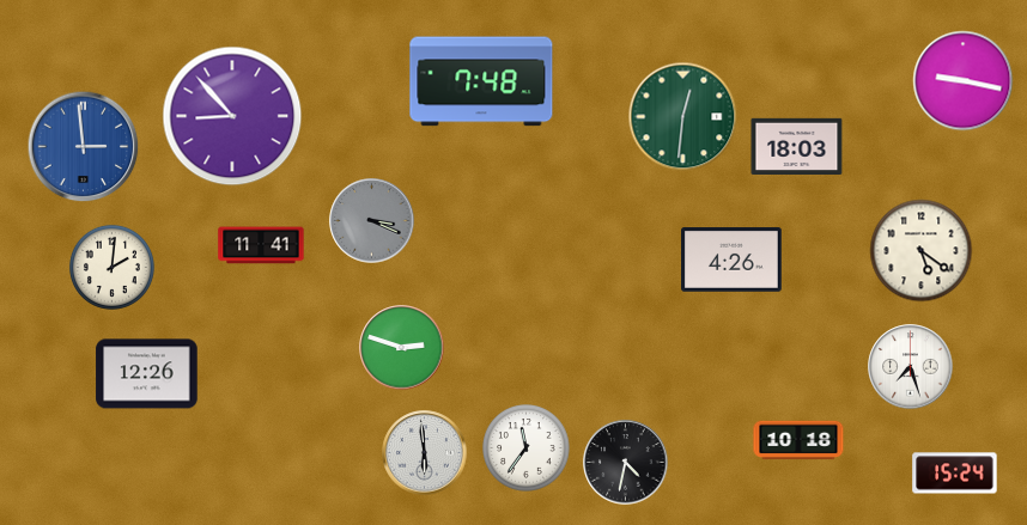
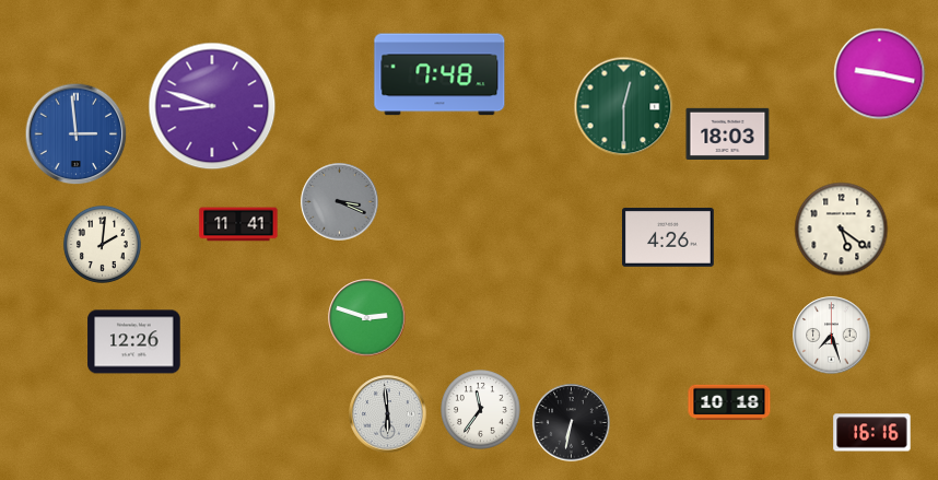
clock at (232, 116): 8:53 -> 8:48
clock at (683, 117): 12:31 -> 12:30
clock at (626, 463): 4:32 -> 6:32
clock at (955, 474): 15:24 -> 16:16
